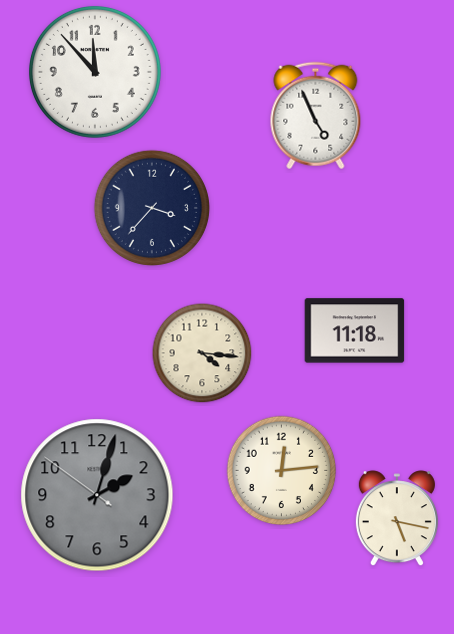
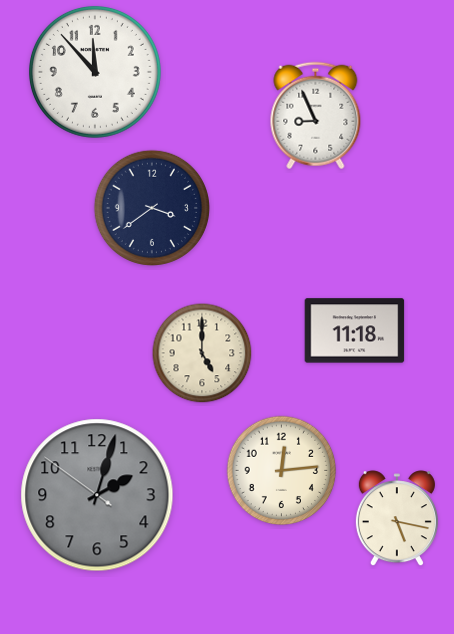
clock at (316, 116): 4:56 -> 8:56
clock at (152, 208): 3:37 -> 3:39
clock at (202, 353): 4:16 -> 5:00
